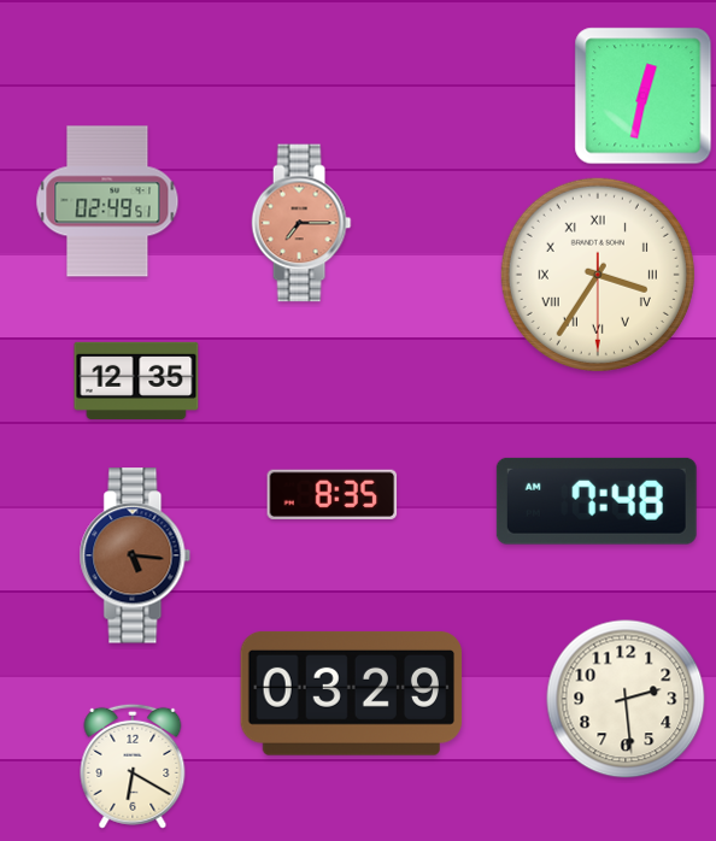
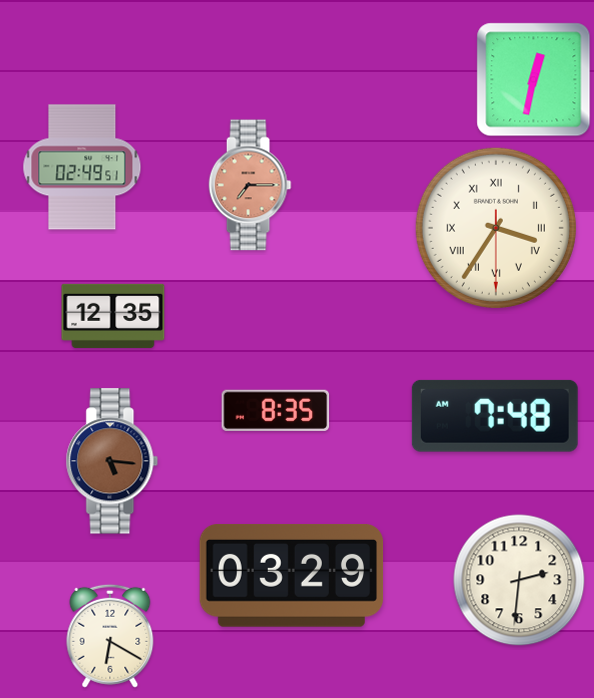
clock at (107, 201) position: (107, 201) -> (82, 167)
clock at (626, 699): 2:29 -> 2:31
